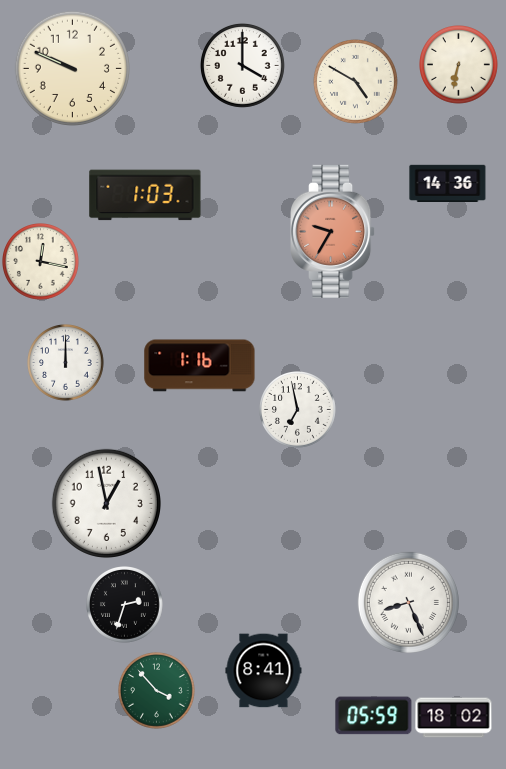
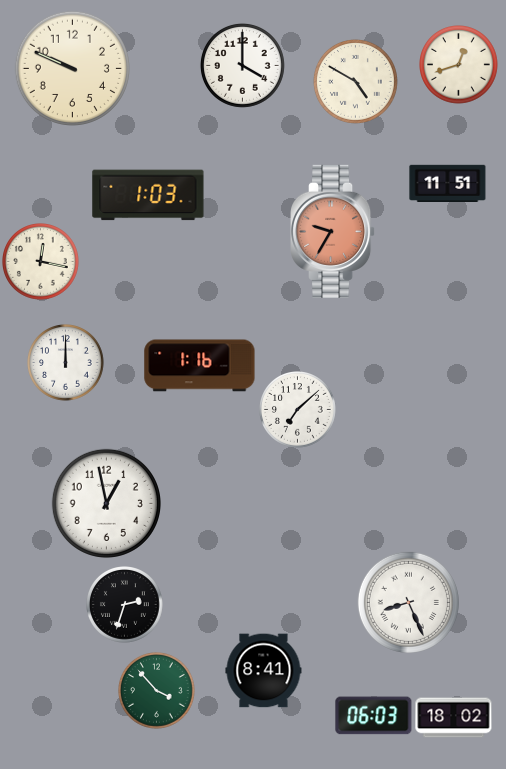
clock at (459, 65): 6:32 -> 12:42
clock at (448, 184): 14:36 -> 11:51
clock at (145, 195) position: (145, 195) -> (148, 195)
clock at (298, 410): 6:58 -> 7:08
clock at (374, 716): 05:59 -> 06:03
